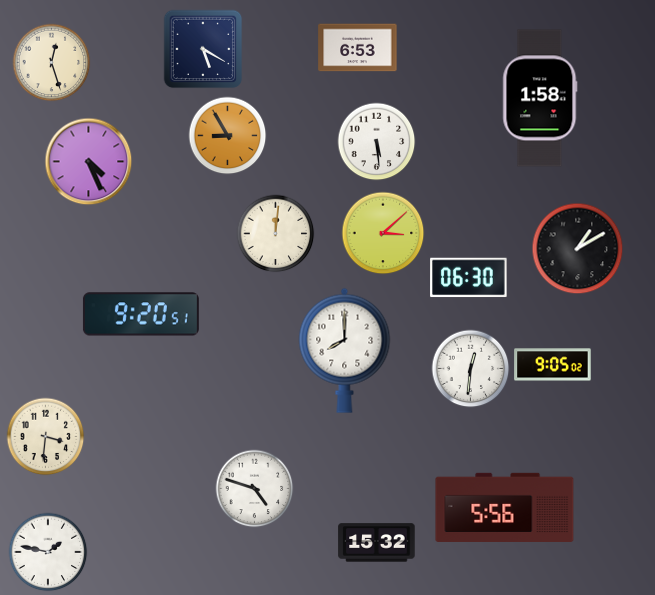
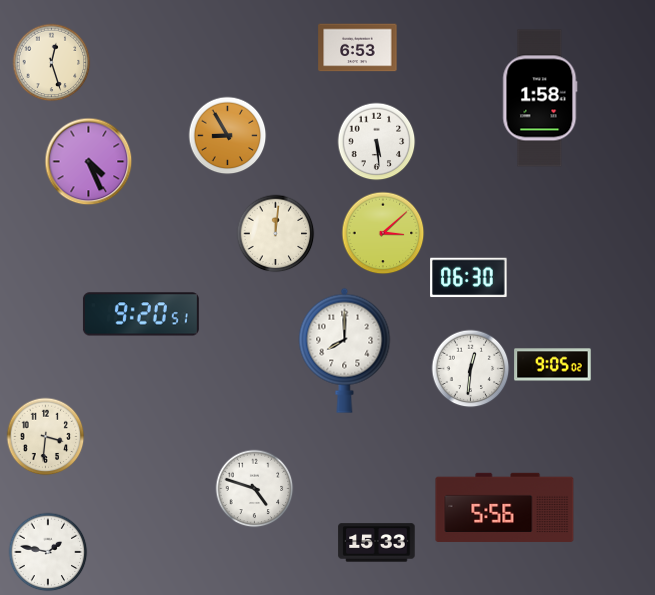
clock at (203, 49): 5:20 -> none
clock at (577, 248): 1:10 -> none
clock at (377, 543): 15:32 -> 15:33
